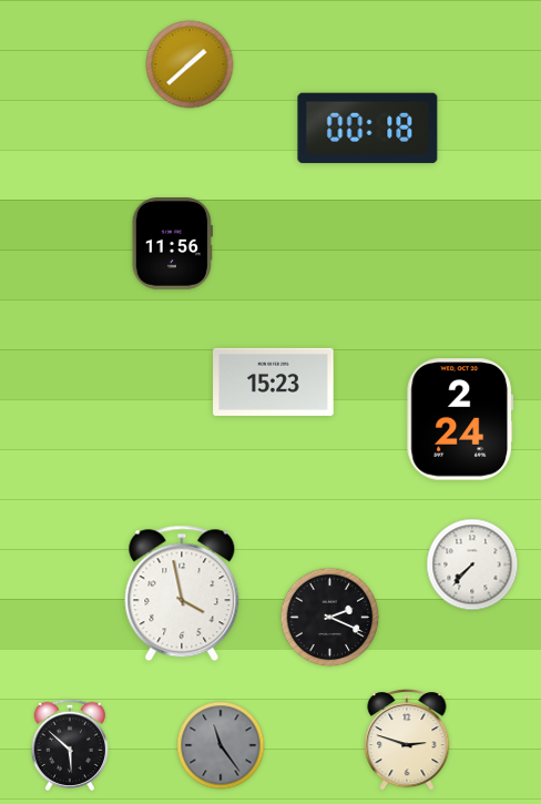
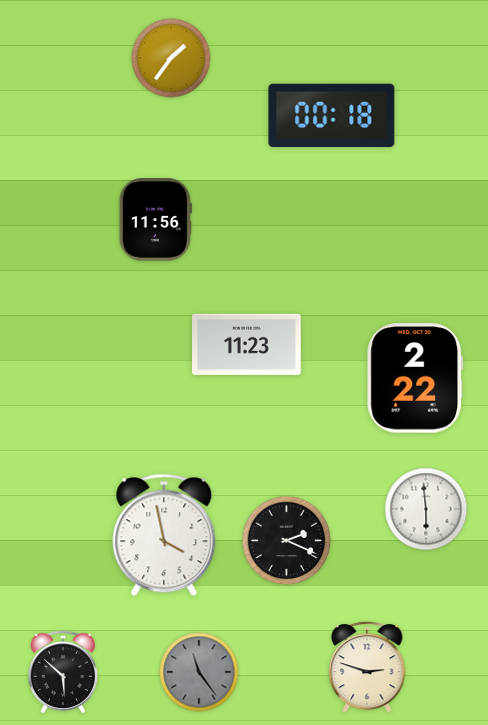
clock at (190, 64): 1:38 -> 1:36
clock at (274, 381): 15:23 -> 11:23
clock at (460, 419): 2:24 -> 2:22
clock at (472, 564): 7:37 -> 5:59
clock at (330, 618) position: (330, 618) -> (287, 541)
